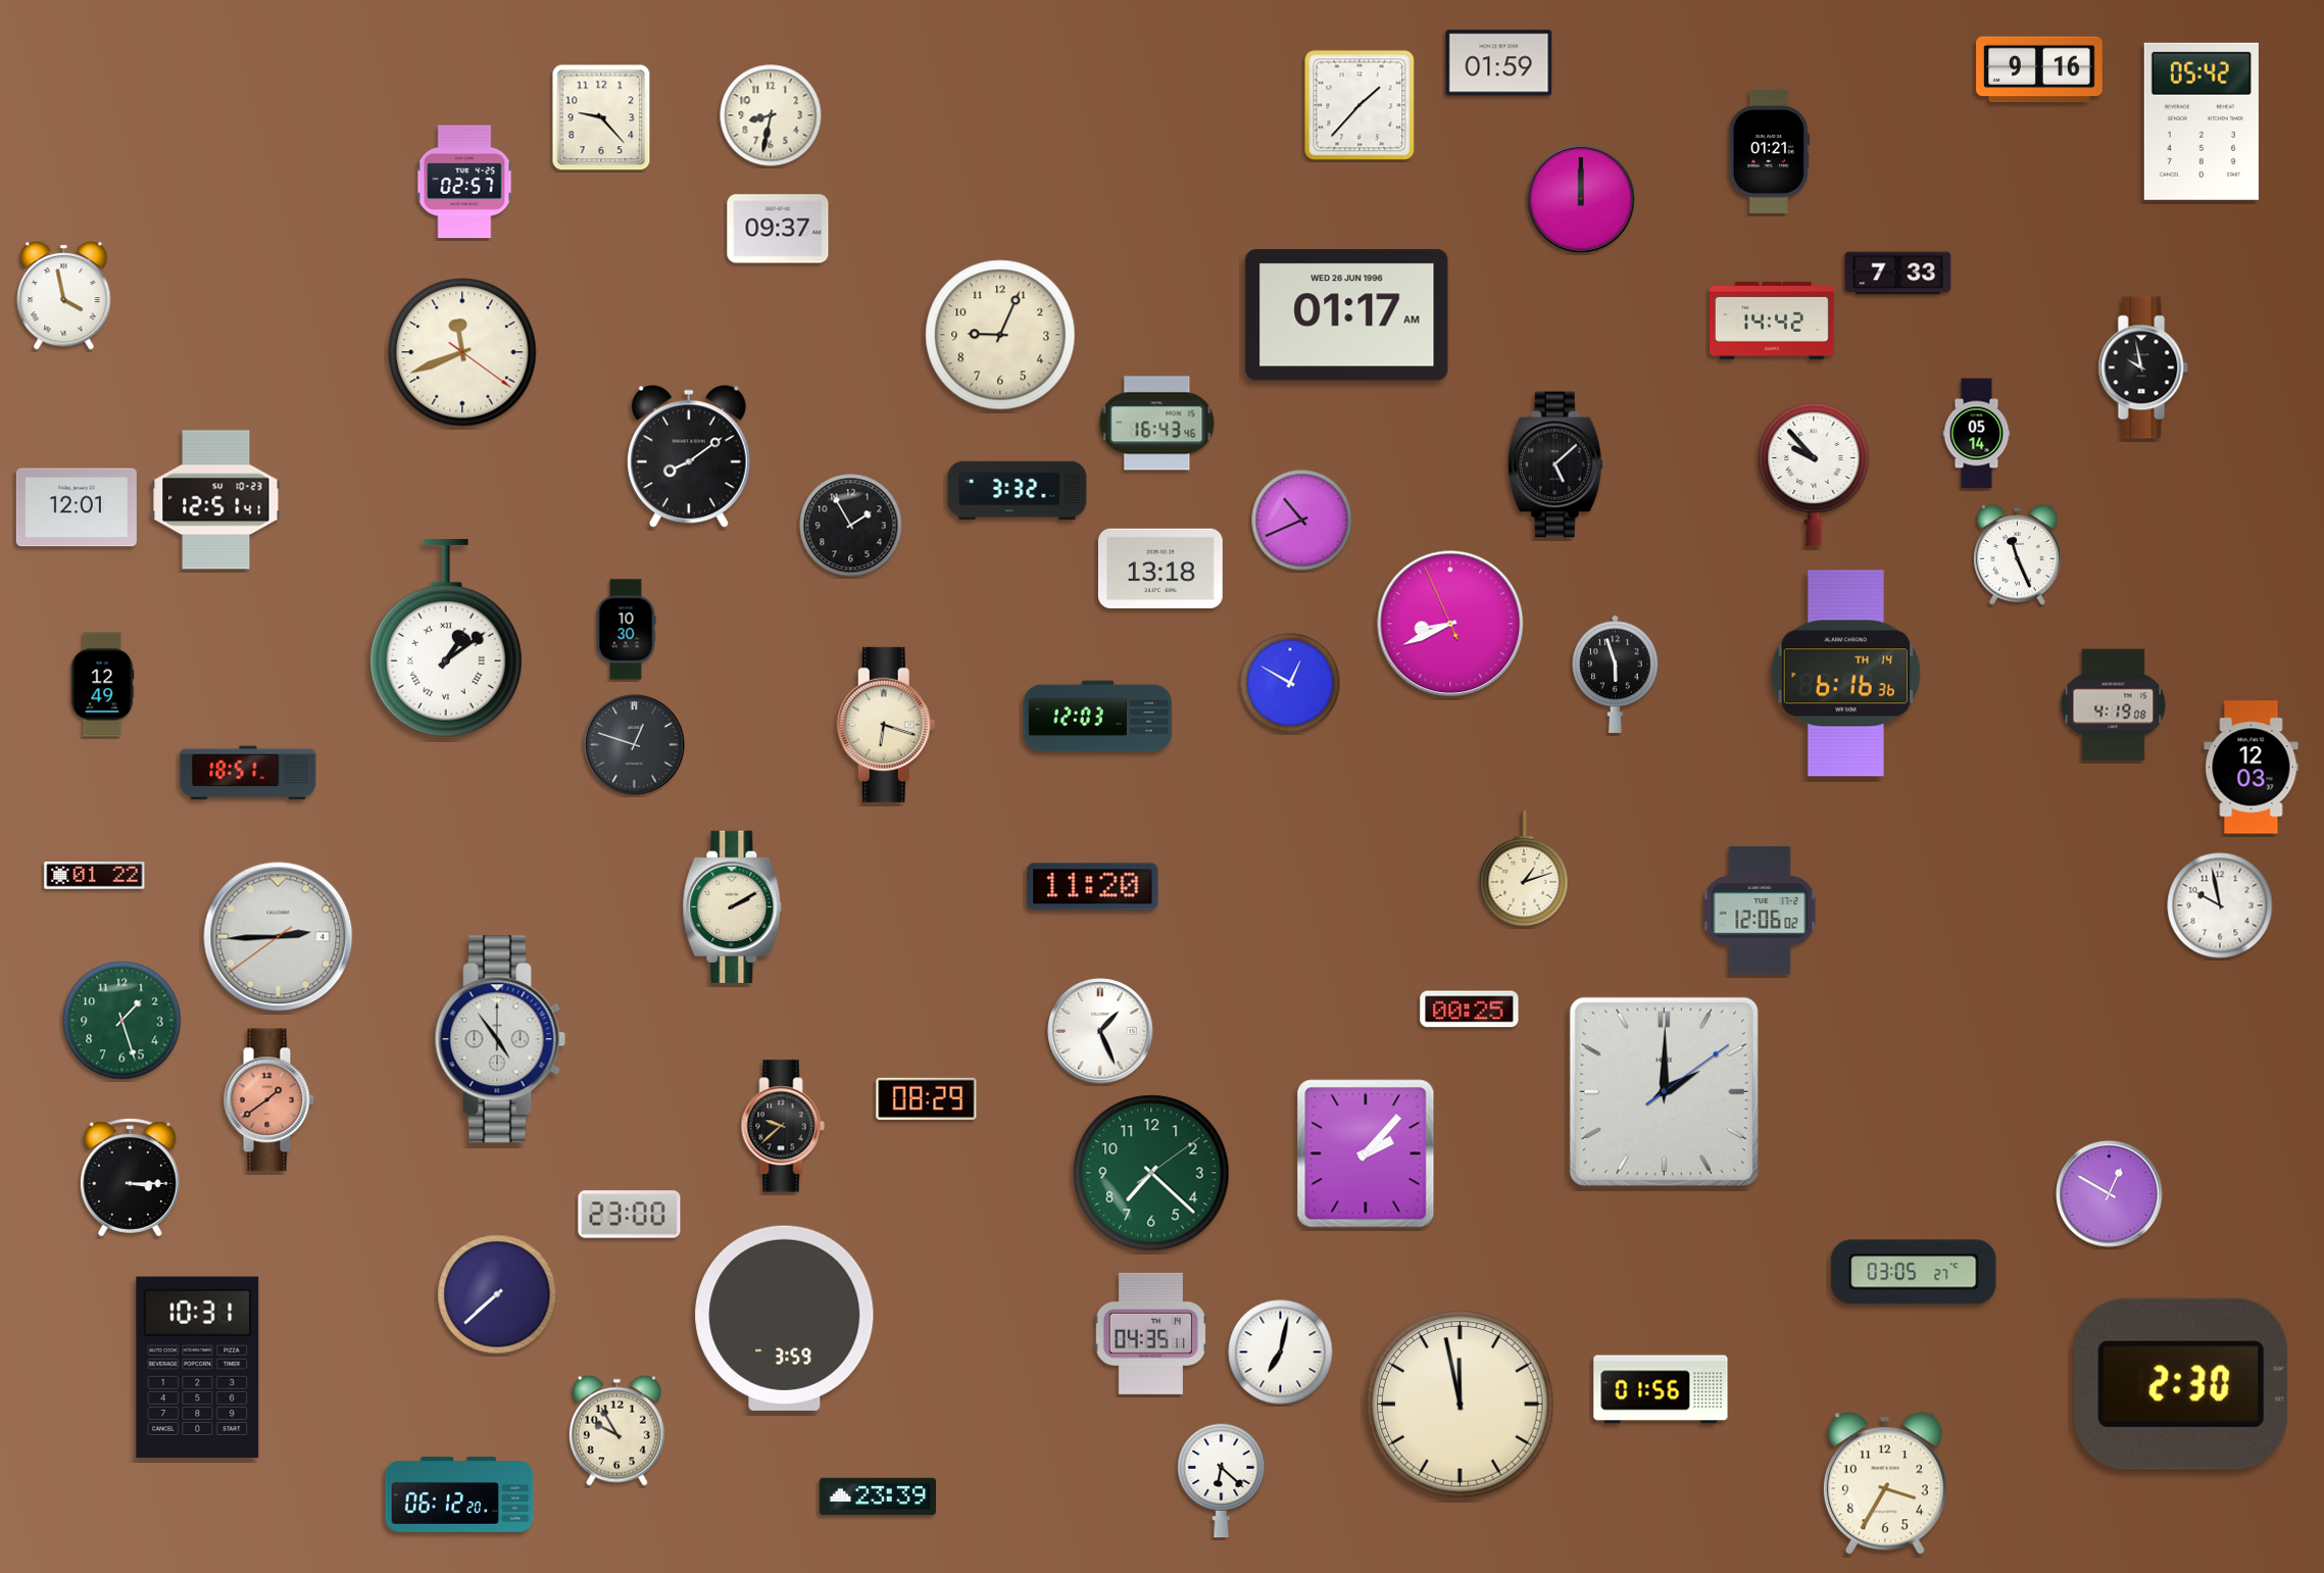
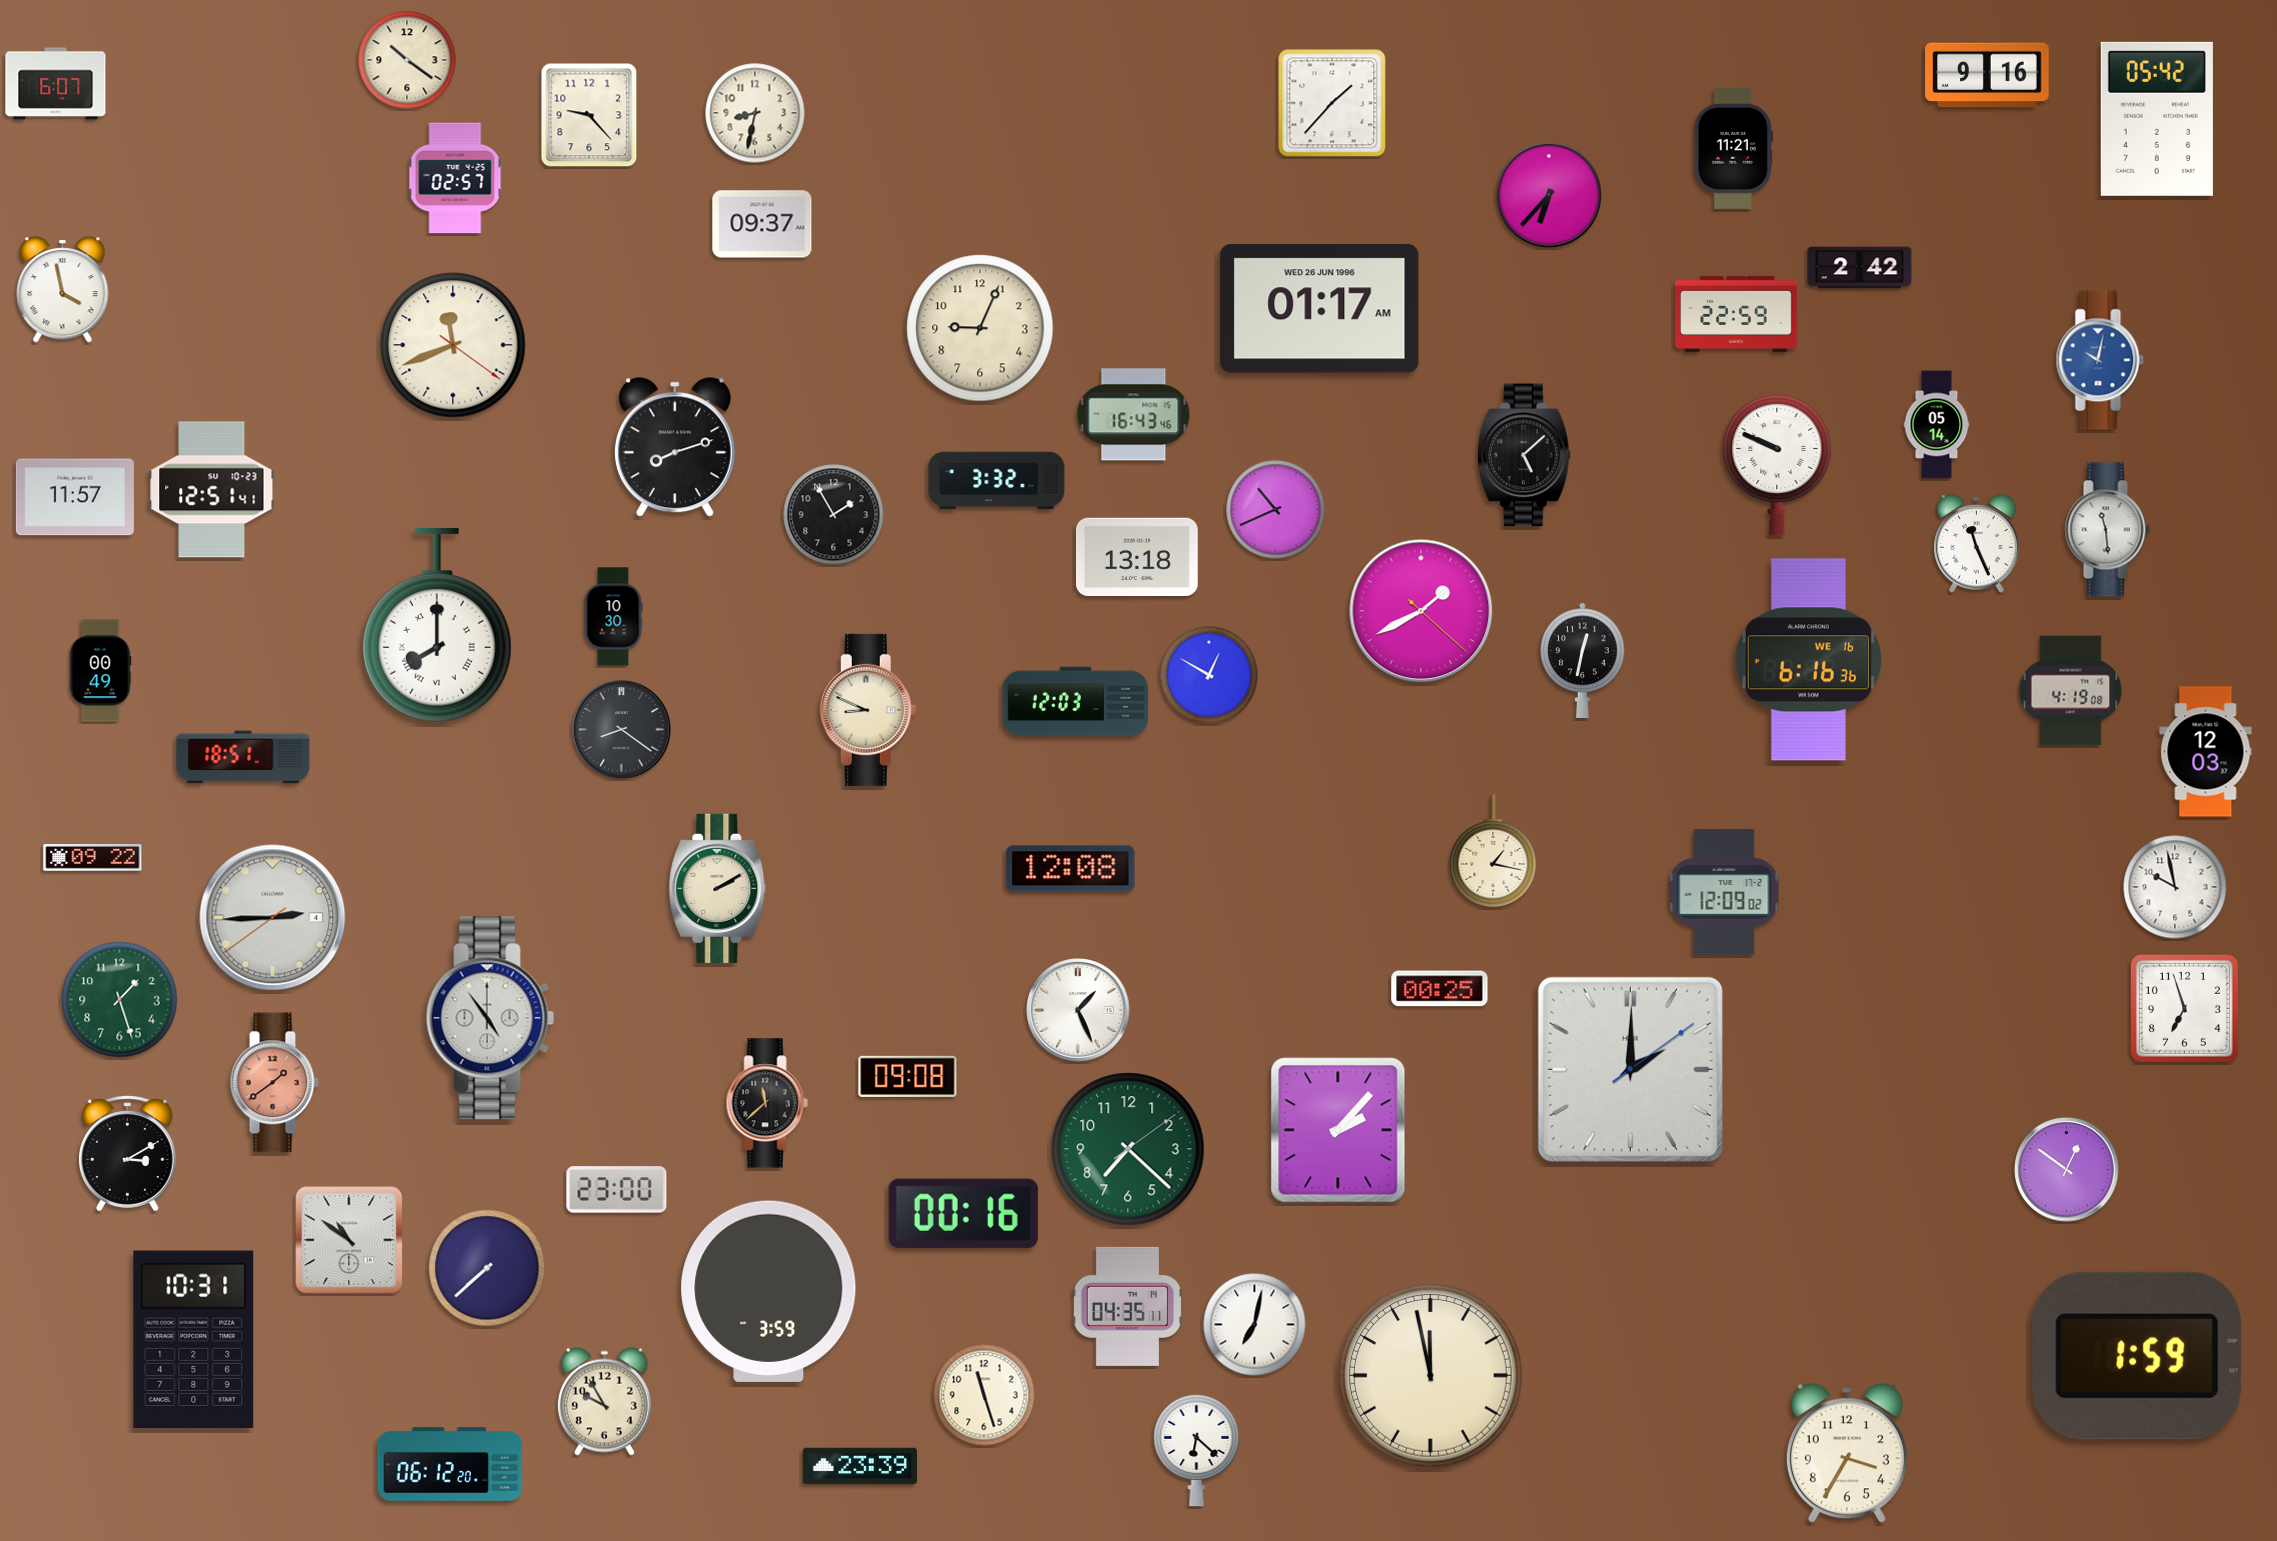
clock at (407, 60): none -> 10:21
clock at (1499, 63): 01:59 -> none
clock at (2039, 69) position: (2039, 69) -> (1987, 75)
clock at (56, 84): none -> 6:07
clock at (1769, 151): 01:21 -> 11:21
clock at (1581, 199): 12:00 -> 6:37
clock at (1898, 274): 7:33 -> 2:42
clock at (1773, 321): 14:42 -> 22:59
clock at (2143, 367): 9:58 -> 10:02
clock at (2143, 367) dial: black -> blue
clock at (689, 457): 8:09 -> 8:12
clock at (1814, 475): 9:53 -> 9:49
clock at (77, 507): 12:01 -> 11:57
clock at (2107, 530): none -> 11:29
clock at (1450, 624): 8:40 -> 1:40
clock at (446, 638): 1:09 -> 8:00
clock at (1616, 674): 5:57 -> 12:32
clock at (1845, 674) date: TH 14 -> WE 16
clock at (1290, 683) position: (1290, 683) -> (1209, 675)
clock at (102, 685): 12:49 -> 00:49
clock at (886, 725): 6:18 -> 8:49
clock at (635, 745): 12:48 -> 8:21
clock at (1524, 870): 1:12 -> 1:17
clock at (95, 876): 01:22 -> 09:22
clock at (1093, 887): 11:20 -> 12:08
clock at (1760, 911): 12:06 -> 12:09
clock at (2184, 1008): none -> 6:57
clock at (927, 1098): 08:29 -> 09:08
clock at (268, 1100) position: (268, 1100) -> (274, 1083)
clock at (783, 1126): 9:38 -> 11:38
clock at (130, 1178): 3:15 -> 3:10
clock at (2110, 1194): 12:50 -> 12:51
clock at (963, 1213): none -> 00:16
clock at (349, 1240): none -> 10:51
clock at (1914, 1272): 03:05 -> none
clock at (2181, 1384): 2:30 -> 1:59
clock at (1661, 1389): 01:56 -> none
clock at (984, 1395): none -> 11:27
